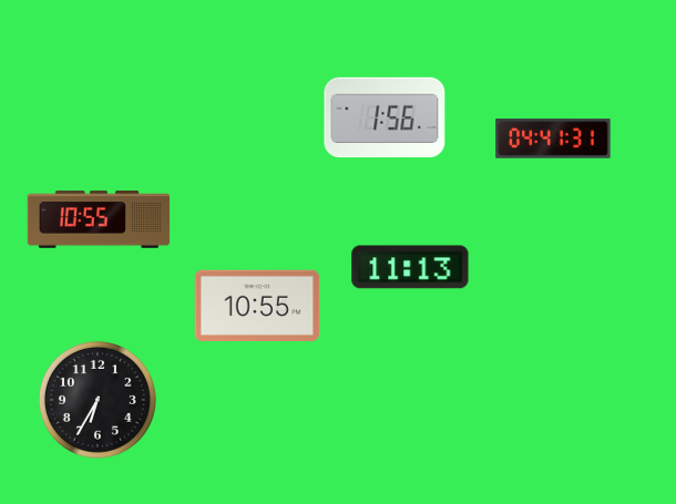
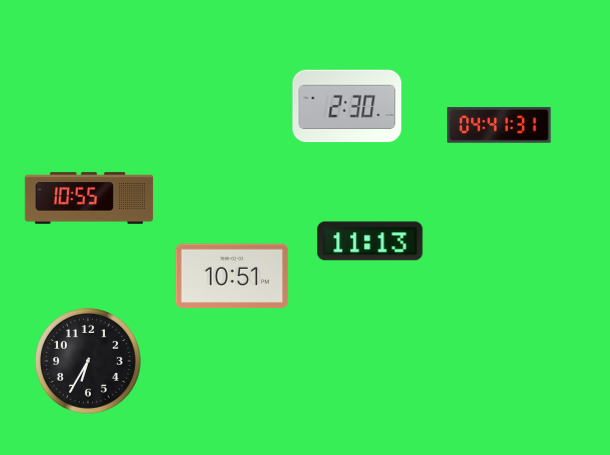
clock at (385, 117): 1:56 -> 2:30
clock at (257, 306): 10:55 -> 10:51
